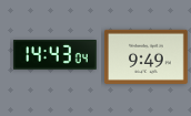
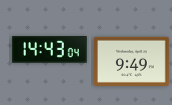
clock at (147, 56) position: (147, 56) -> (132, 61)
